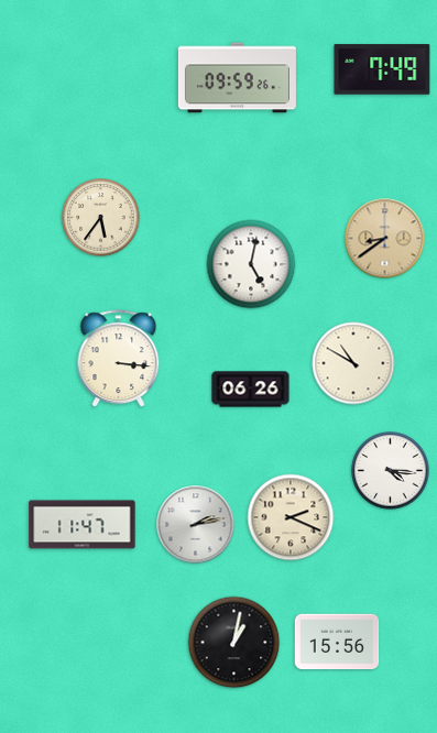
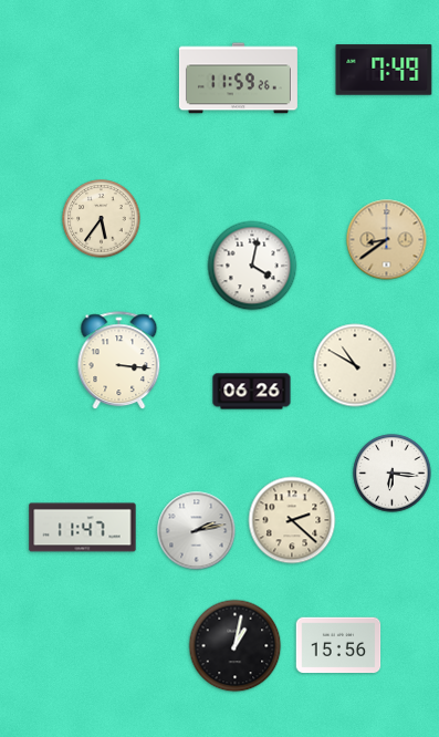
clock at (237, 78): 09:59 -> 11:59
clock at (251, 264): 5:02 -> 4:02
clock at (391, 471): 4:16 -> 6:16
clock at (291, 517): 2:19 -> 2:22
clock at (196, 525) position: (196, 525) -> (197, 531)
